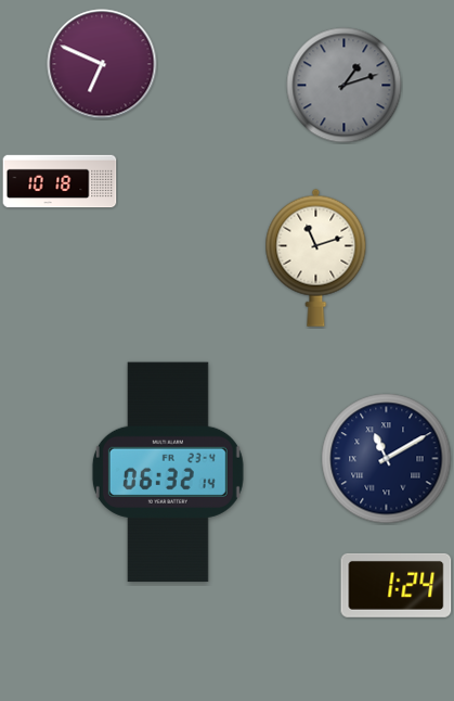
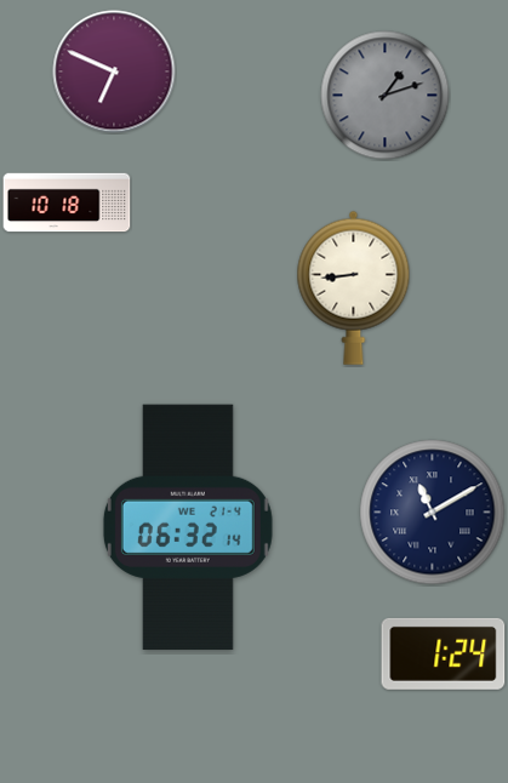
clock at (316, 257): 11:12 -> 8:44
clock at (168, 472) date: FR 23-4 -> WE 21-4
